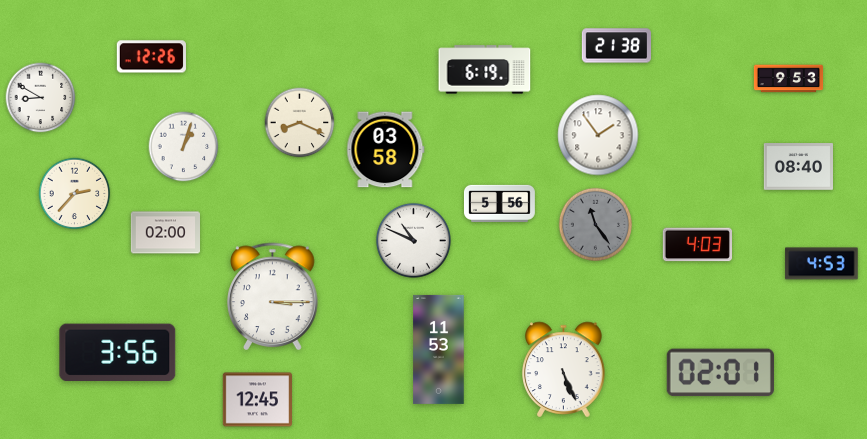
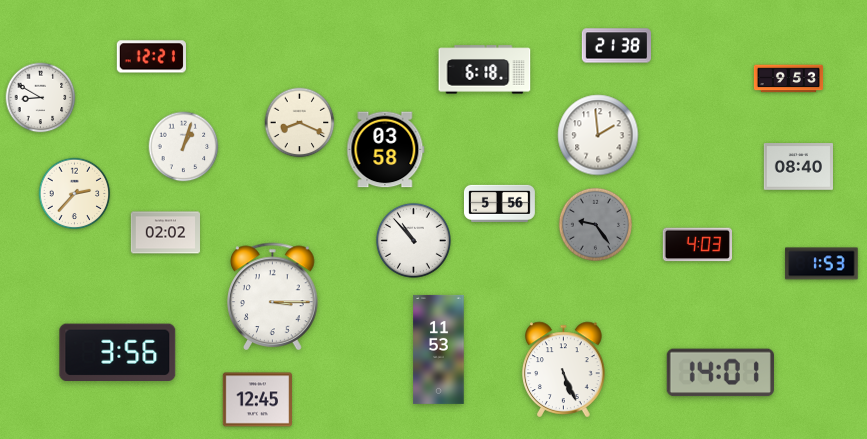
clock at (151, 57): 12:26 -> 12:21
clock at (485, 70): 6:19 -> 6:18
clock at (598, 135): 1:54 -> 1:59
clock at (595, 224): 11:24 -> 9:24
clock at (165, 233): 02:00 -> 02:02
clock at (413, 240): 10:49 -> 10:53
clock at (822, 264): 4:53 -> 1:53
clock at (720, 373): 02:01 -> 14:01
